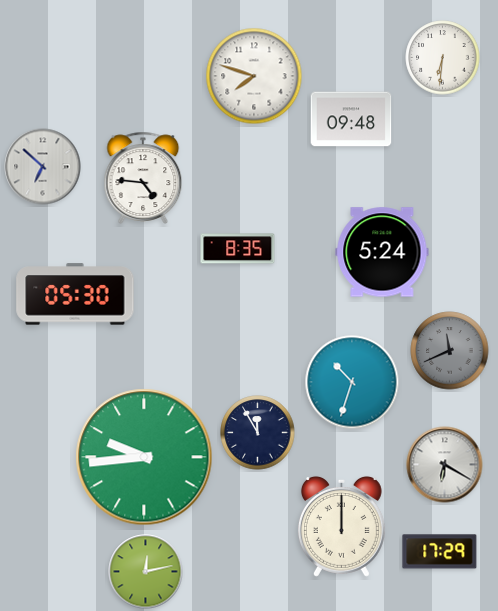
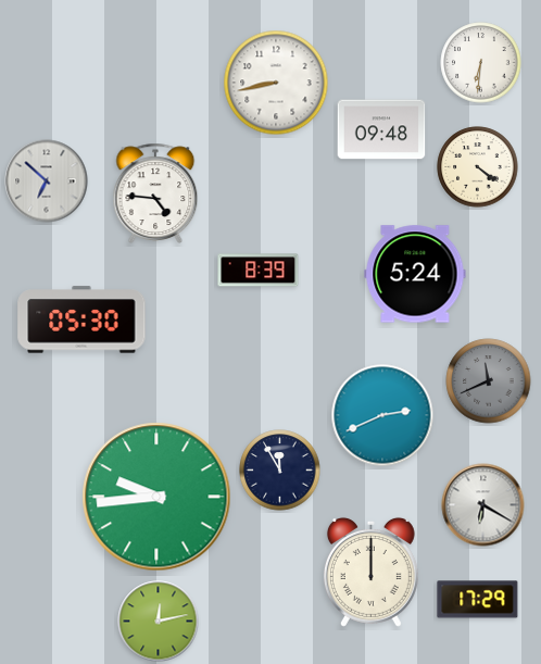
clock at (254, 76): 7:48 -> 8:43
clock at (478, 167): none -> 4:21
clock at (238, 249): 8:35 -> 8:39
clock at (352, 382): 10:33 -> 2:41
